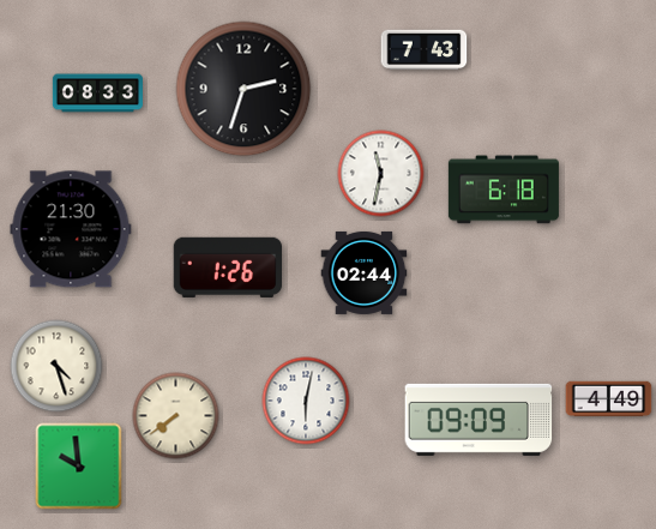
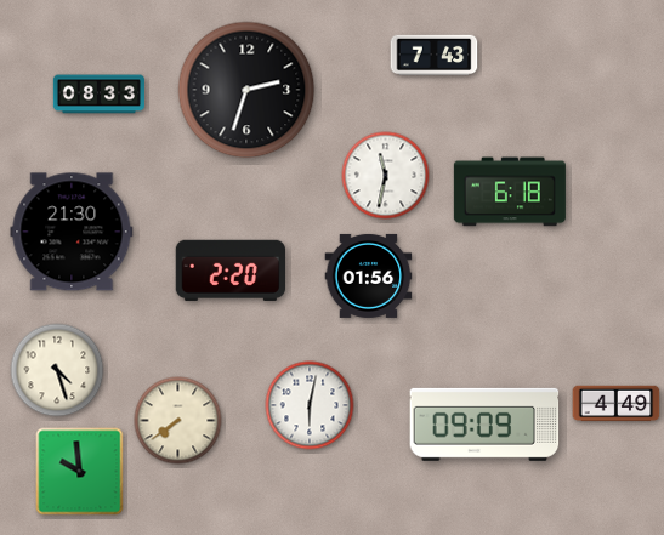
clock at (425, 50) position: (425, 50) -> (435, 56)
clock at (227, 267): 1:26 -> 2:20
clock at (365, 272): 02:44 -> 01:56
